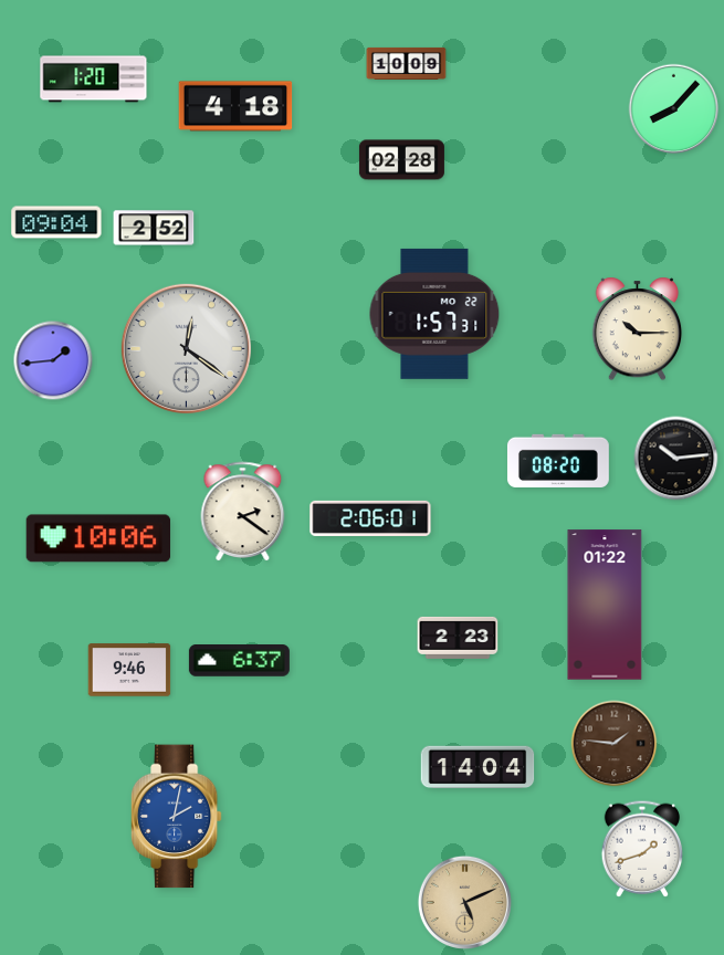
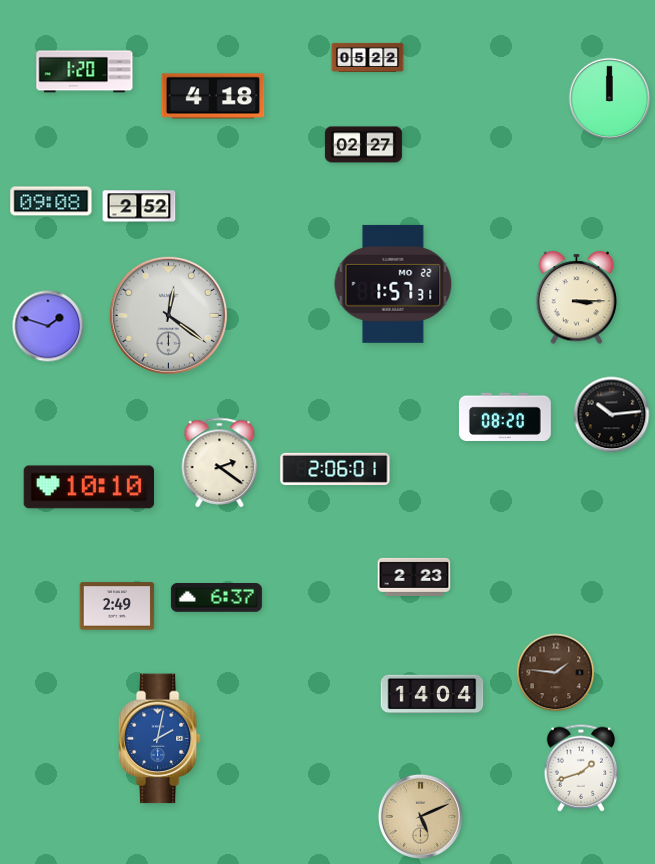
clock at (407, 63): 10:09 -> 05:22
clock at (674, 109): 8:07 -> 12:00
clock at (401, 160): 02:28 -> 02:27
clock at (56, 222): 09:04 -> 09:08
clock at (638, 329): 10:15 -> 3:15
clock at (53, 360): 1:44 -> 1:48
clock at (98, 538): 10:06 -> 10:10
clock at (605, 605): 01:22 -> none
clock at (129, 670): 9:46 -> 2:49
